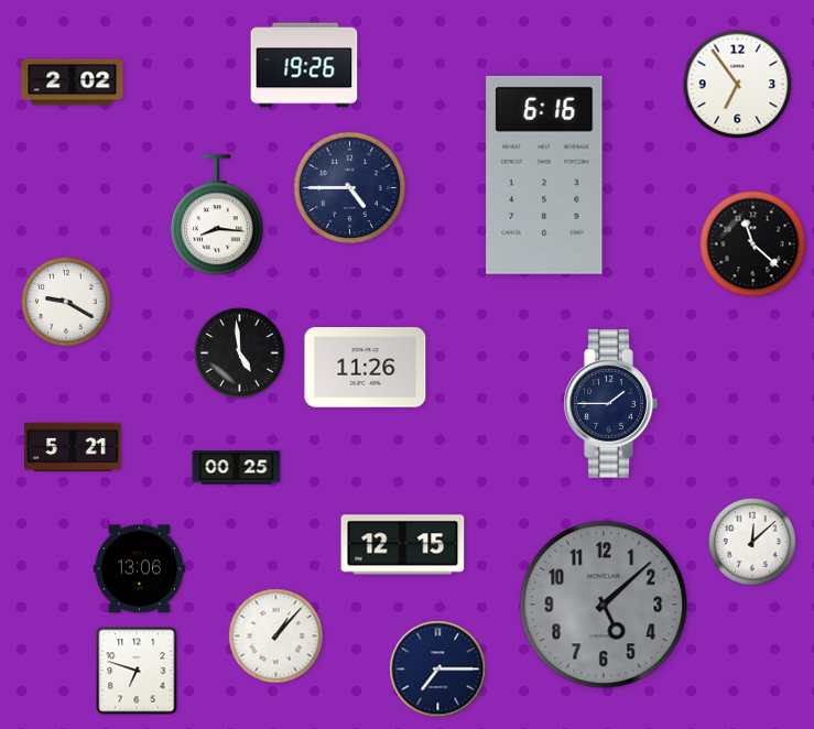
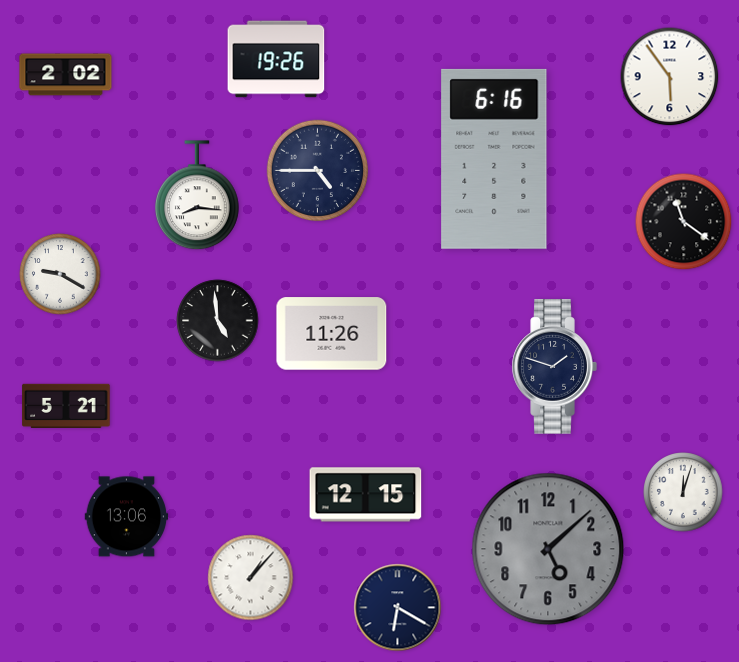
clock at (738, 85): 6:54 -> 5:54
clock at (753, 244): 11:22 -> 11:21
clock at (610, 404): 1:45 -> 1:48
clock at (237, 468): 00:25 -> none
clock at (752, 542): 12:08 -> 12:03
clock at (438, 670): 7:15 -> 6:20
clock at (137, 671): 6:48 -> none
